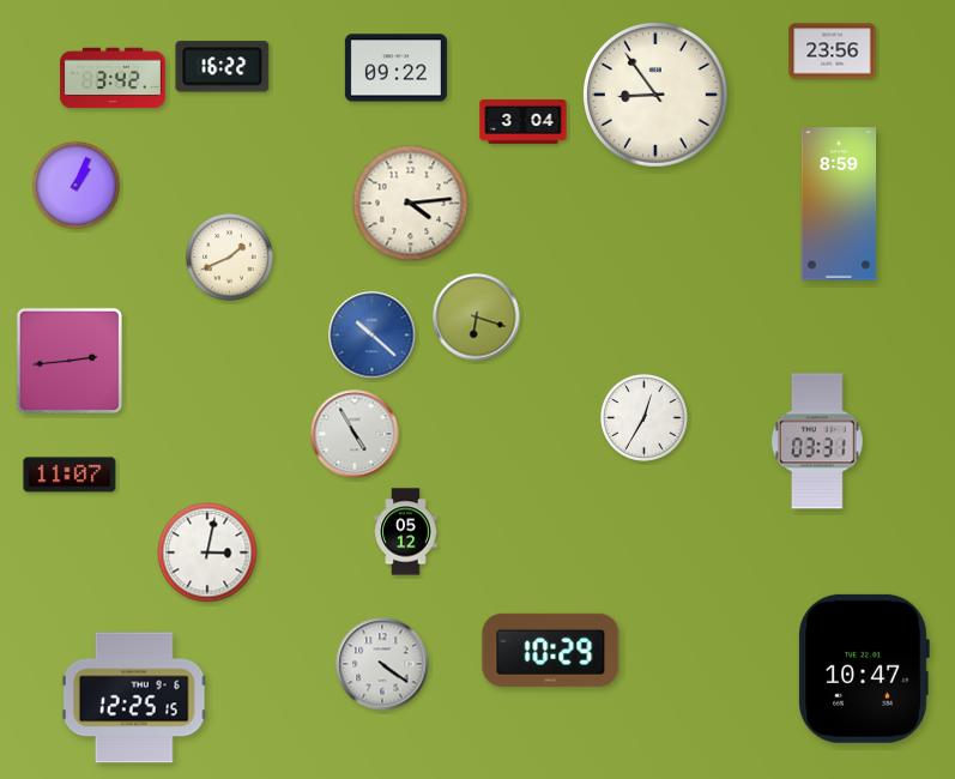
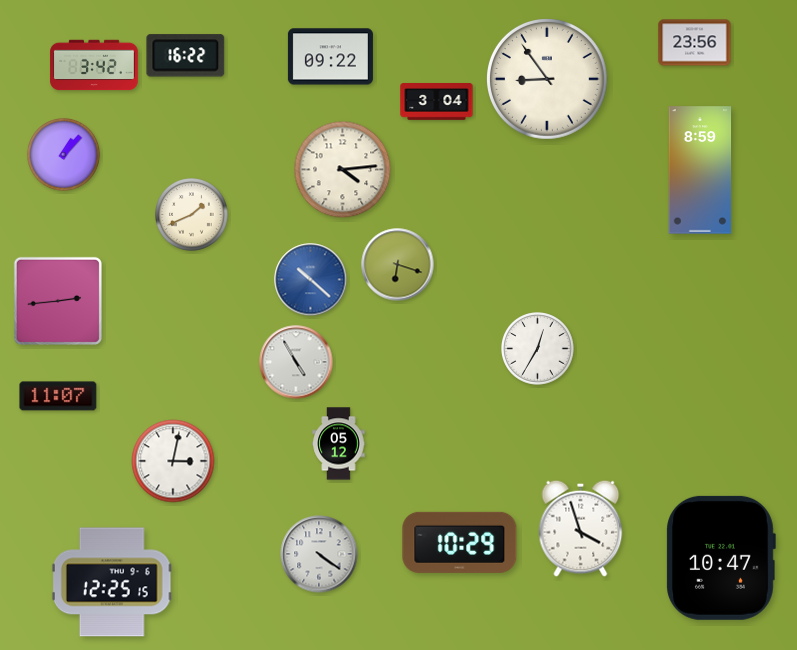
clock at (77, 186): 1:04 -> 1:07
clock at (817, 441): 03:31 -> none
clock at (581, 528): none -> 3:57
